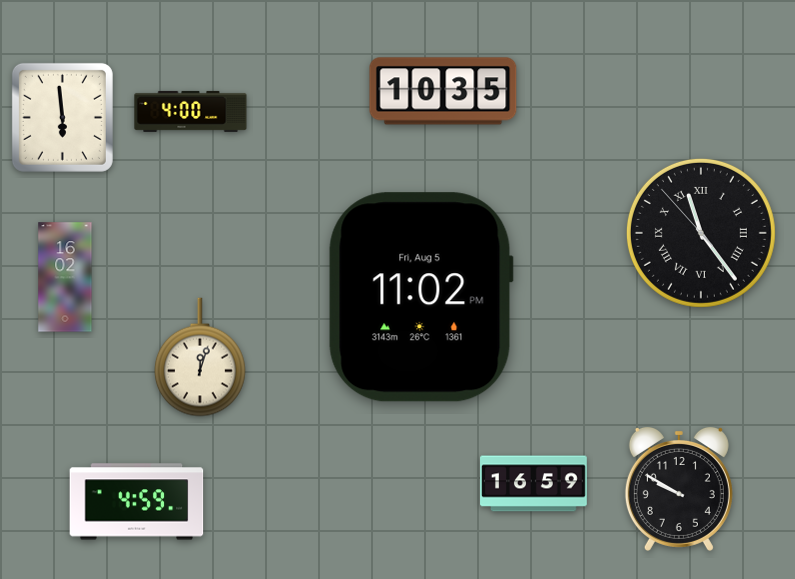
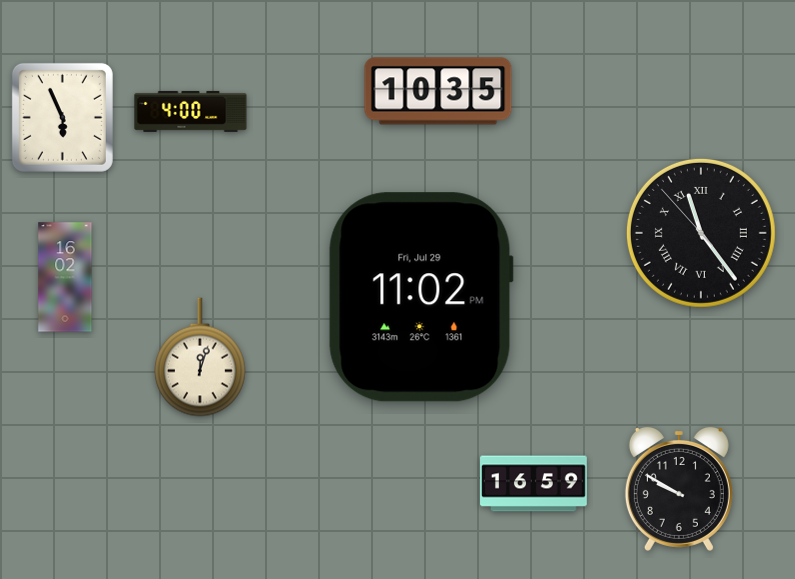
clock at (443, 91) position: (443, 91) -> (438, 91)
clock at (62, 117): 5:59 -> 5:56
clock at (421, 297) date: Fri, Aug 5 -> Fri, Jul 29
clock at (137, 502): 4:59 -> none
